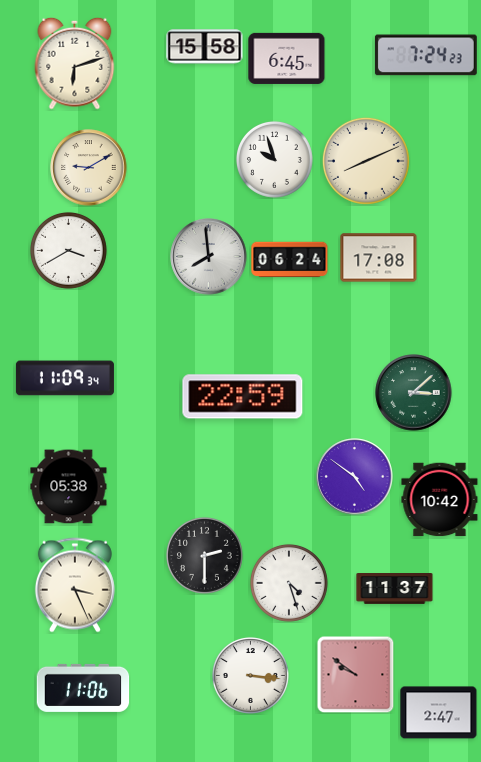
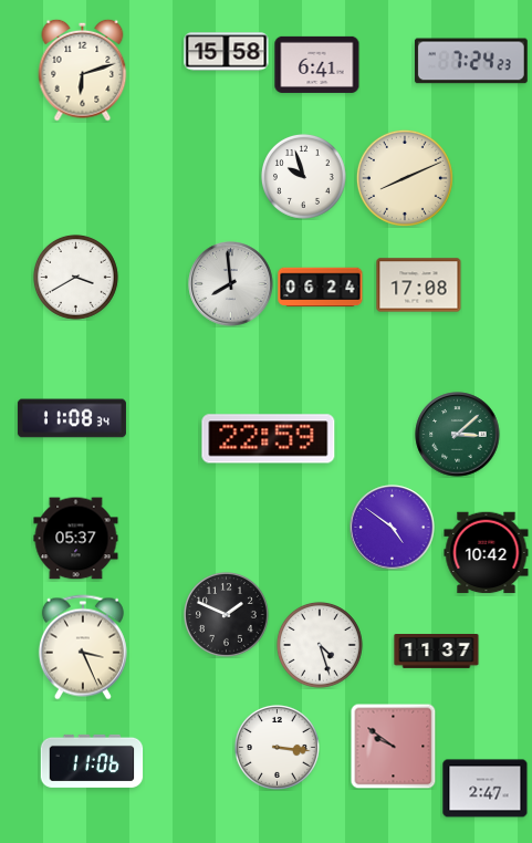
clock at (287, 58): 6:45 -> 6:41
clock at (89, 168): 9:10 -> none
clock at (65, 378): 11:09 -> 11:08
clock at (69, 487): 05:38 -> 05:37
clock at (204, 555): 2:30 -> 1:49
